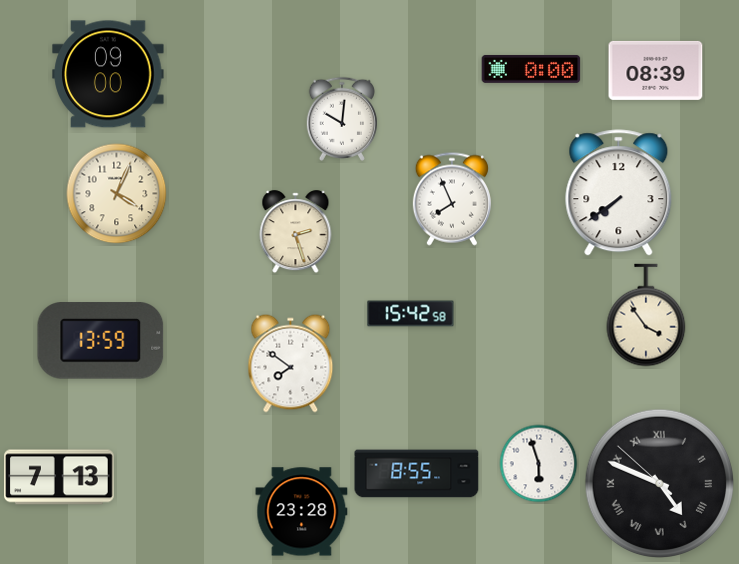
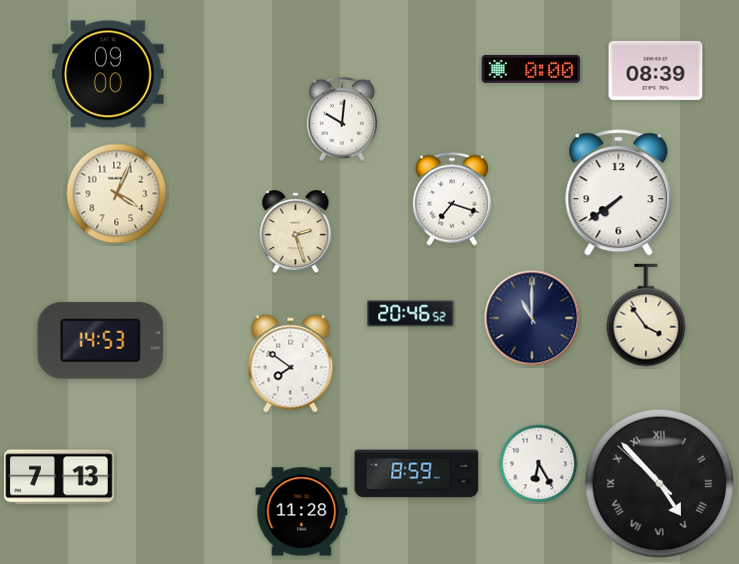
clock at (452, 199): 7:56 -> 7:18
clock at (411, 314): 15:42 -> 20:46
clock at (532, 318): none -> 11:00
clock at (101, 341): 13:59 -> 14:53
clock at (539, 464): 5:57 -> 6:25
clock at (417, 474): 8:55 -> 8:59
clock at (659, 483): 4:48 -> 4:52
clock at (302, 512): 23:28 -> 11:28
